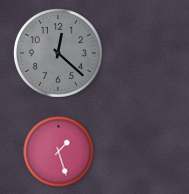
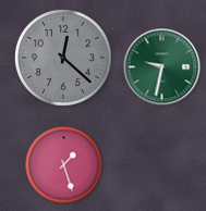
clock at (162, 67): none -> 9:32
